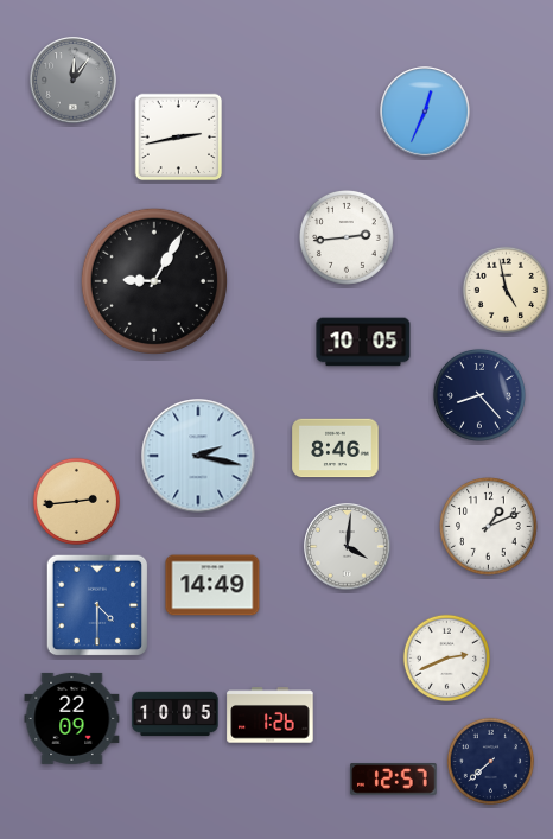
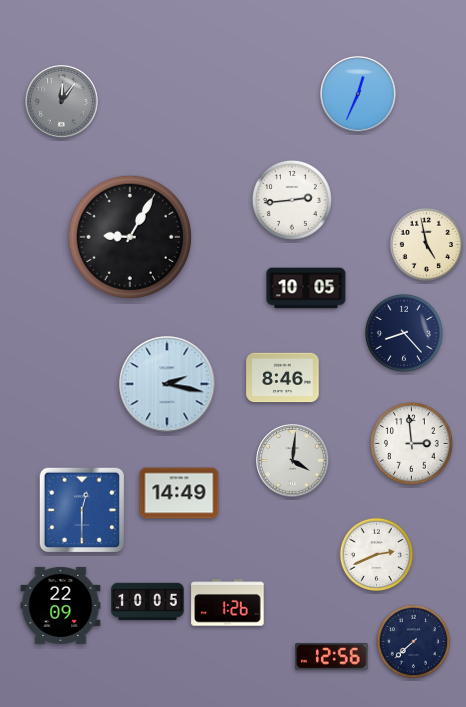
clock at (74, 81) position: (74, 81) -> (62, 102)
clock at (179, 138): 2:43 -> none
clock at (76, 501): 2:44 -> none
clock at (489, 527): 1:11 -> 2:59
clock at (97, 605): 4:30 -> 12:30
clock at (394, 780): 12:57 -> 12:56
